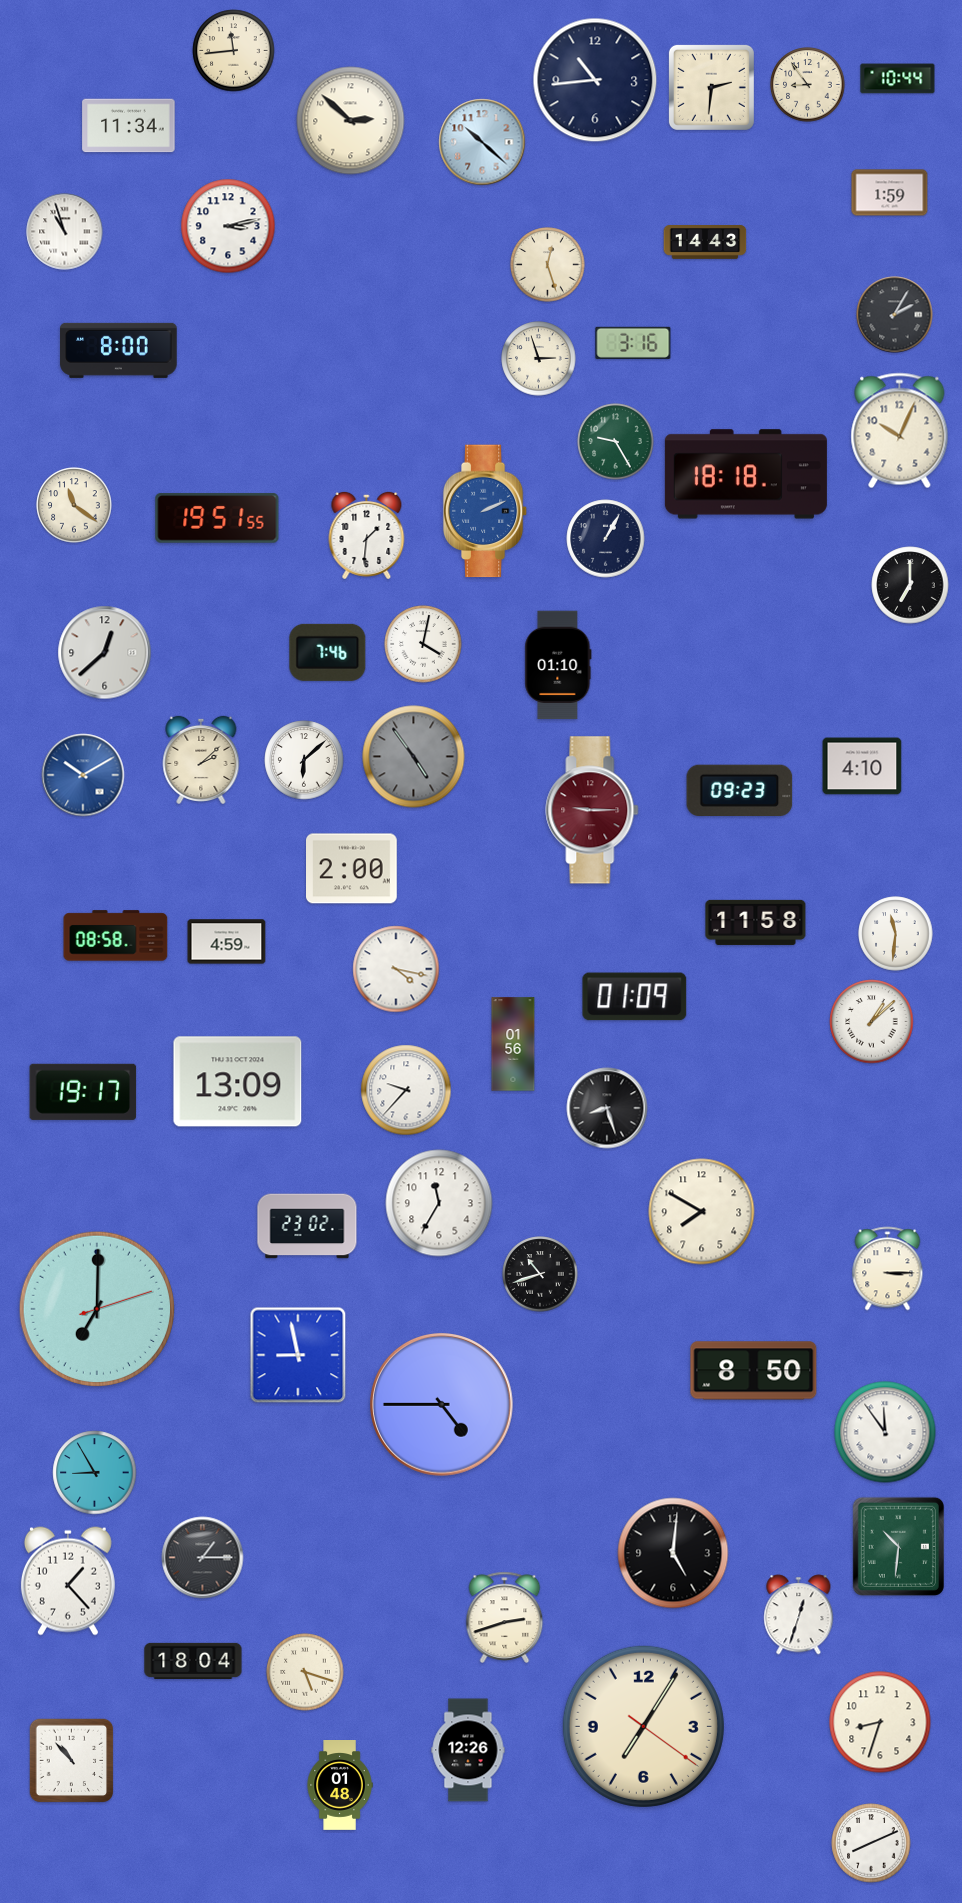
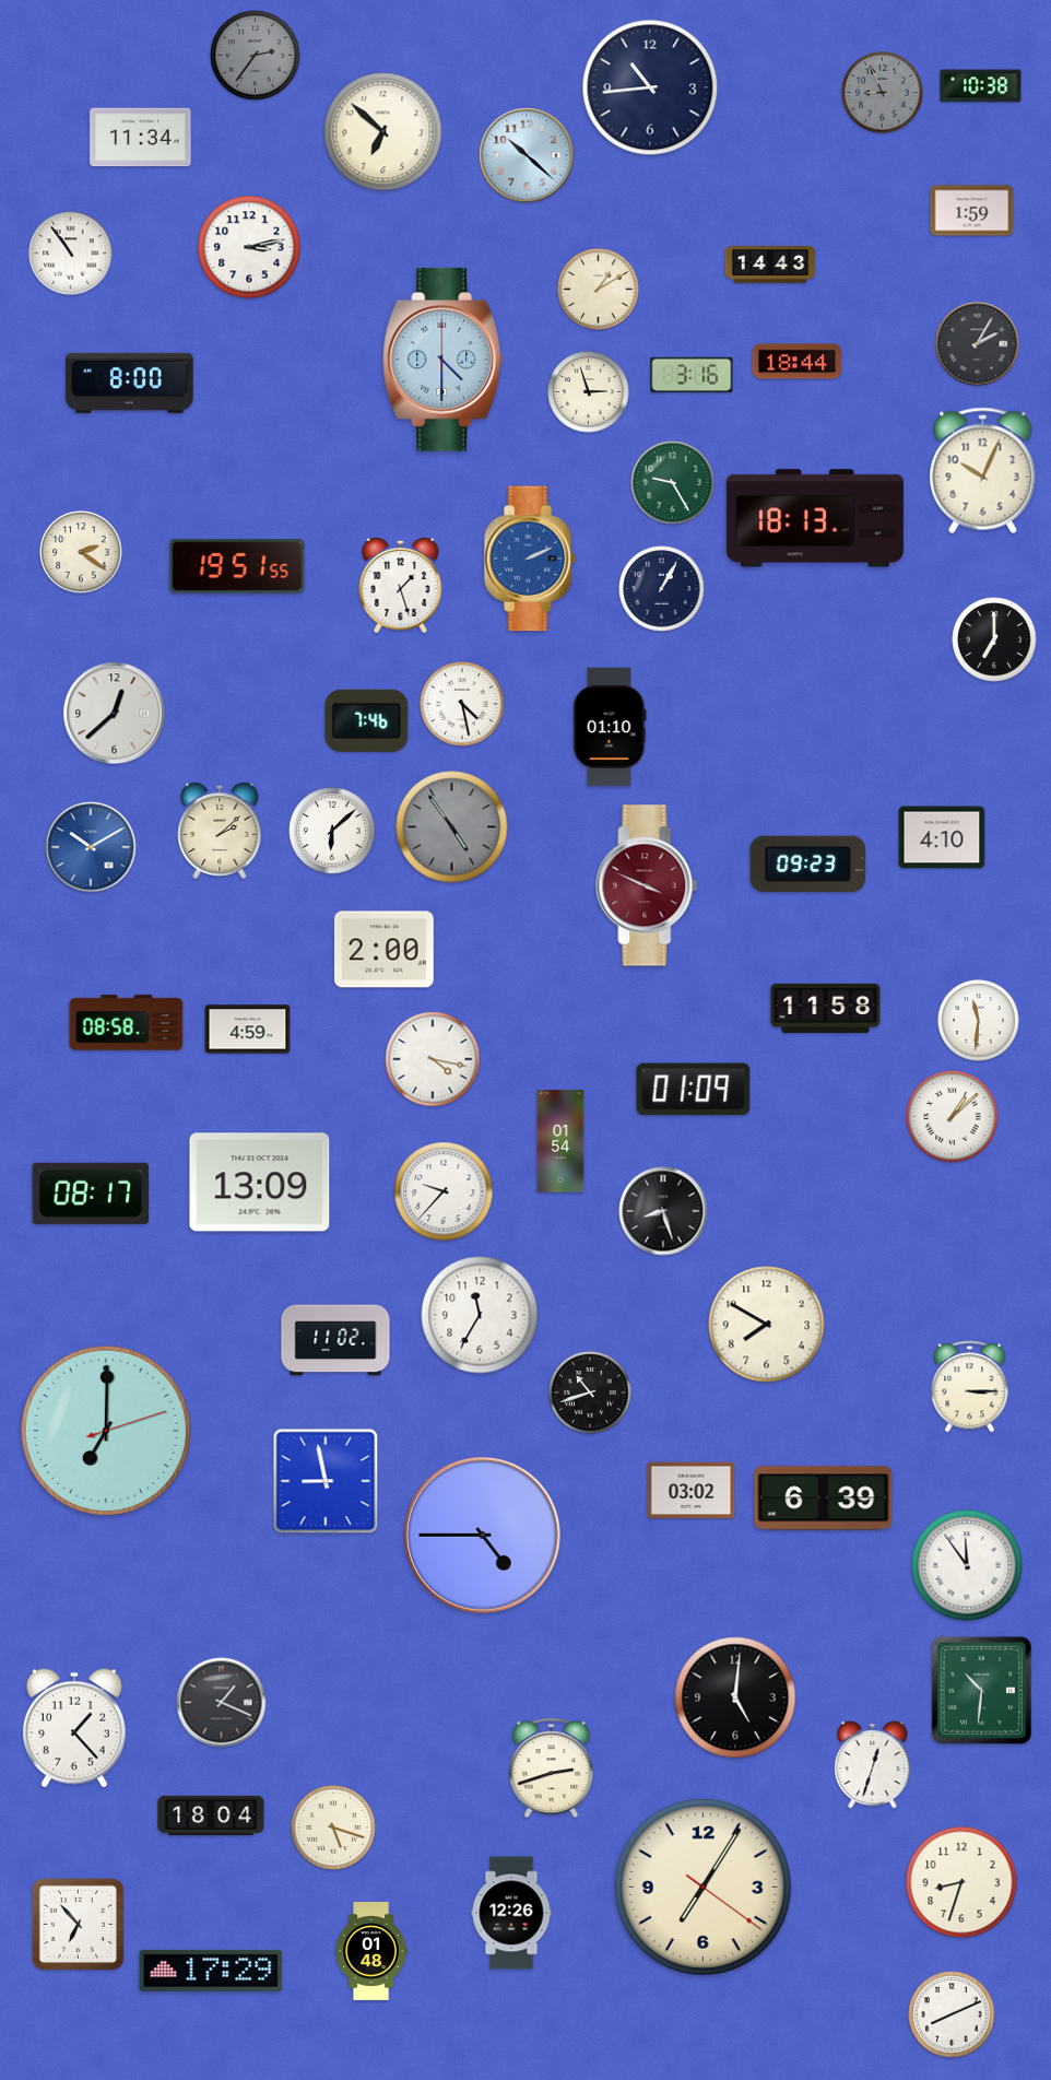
clock at (234, 51): 11:44 -> 2:36
clock at (234, 51) dial: cream -> grey
clock at (898, 79): 10:44 -> 10:38
clock at (808, 85): 8:54 -> 8:56
clock at (808, 85) dial: cream -> grey
clock at (711, 87): 2:31 -> none
clock at (351, 121): 2:52 -> 6:52
clock at (65, 232): 10:57 -> 10:54
clock at (548, 265): 12:27 -> 1:10
clock at (444, 360): none -> 4:30
clock at (798, 362): none -> 18:44
clock at (746, 474): 18:18 -> 18:13
clock at (74, 505): 11:21 -> 2:21
clock at (367, 535): 1:31 -> 1:27
clock at (423, 644): 4:02 -> 4:28
clock at (328, 652) position: (328, 652) -> (367, 720)
clock at (592, 810): 9:15 -> 3:49
clock at (513, 1044): 01:56 -> 01:54
clock at (83, 1092): 19:17 -> 08:17
clock at (307, 1226): 23:02 -> 11:02
clock at (692, 1491): none -> 03:02
clock at (754, 1371): 8:50 -> 6:39
clock at (95, 1473): 8:55 -> none
clock at (203, 1558): 1:15 -> 1:19
clock at (72, 1761): 10:53 -> 6:53
clock at (211, 1971): none -> 17:29
